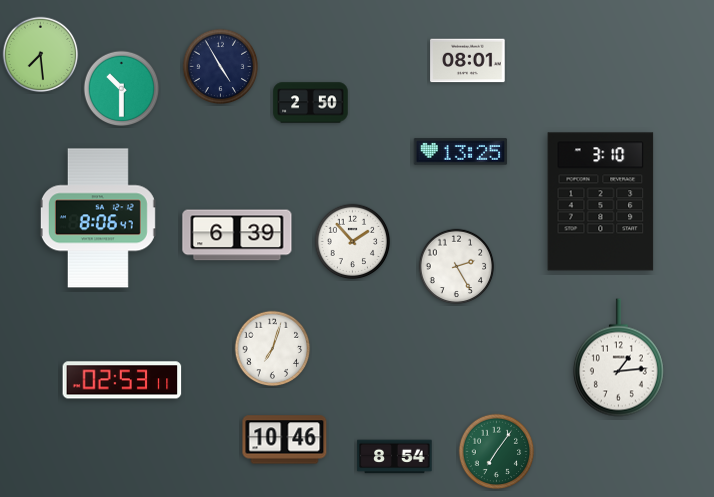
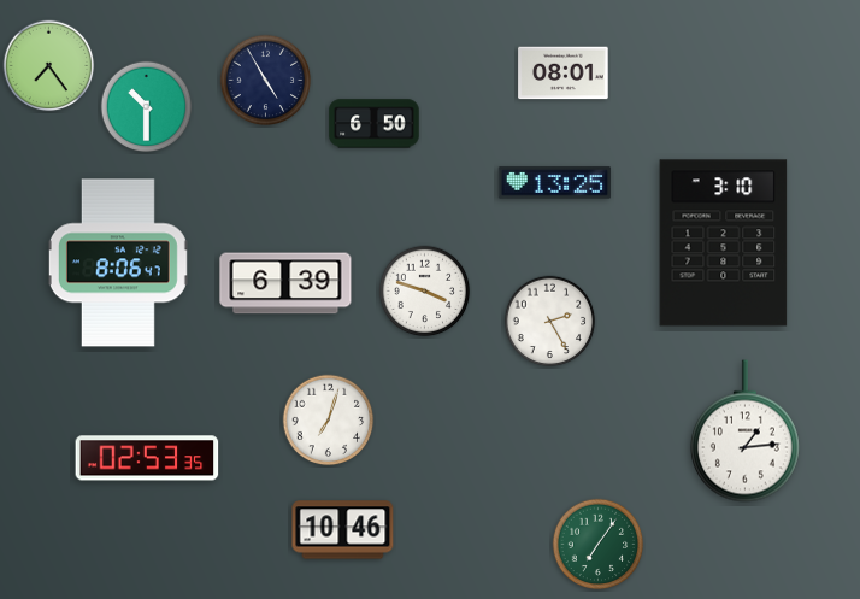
clock at (41, 55): 7:29 -> 7:24
clock at (311, 103): 2:50 -> 6:50
clock at (353, 242): 1:53 -> 3:48
clock at (122, 380): 02:53:11 -> 02:53:35
clock at (395, 457): 8:54 -> none
